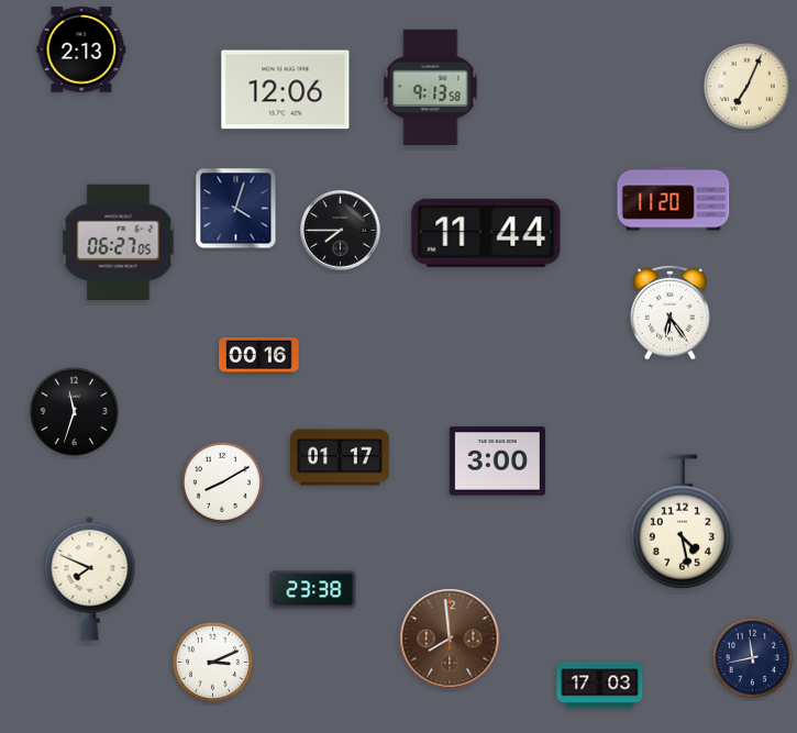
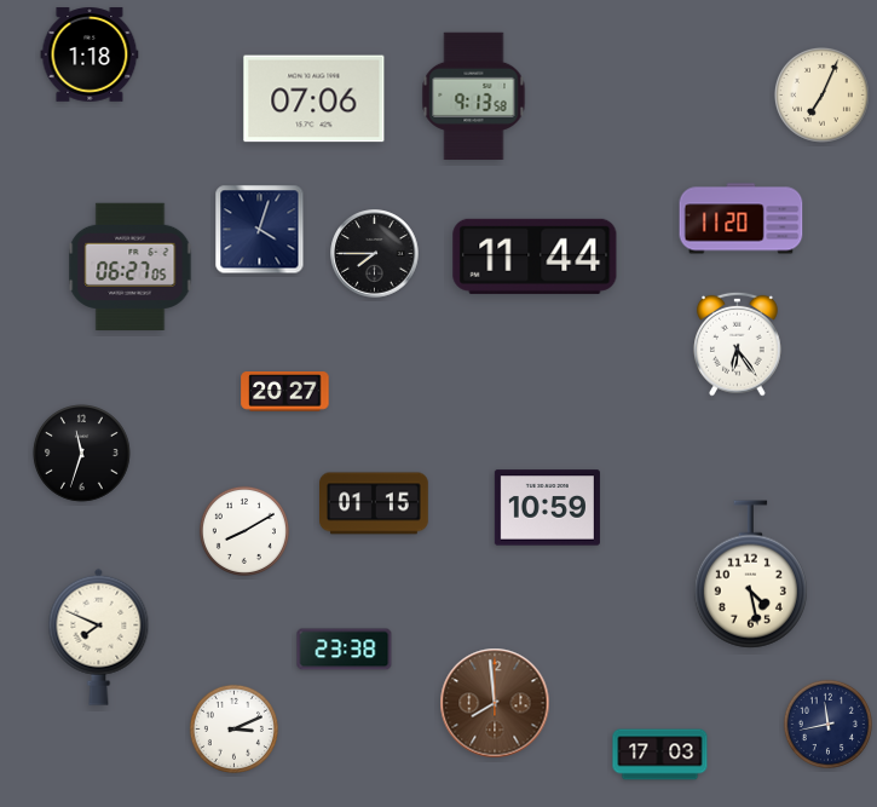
clock at (81, 49): 2:13 -> 1:18
clock at (286, 90): 12:06 -> 07:06
clock at (259, 356): 00:16 -> 20:27
clock at (341, 457): 01:17 -> 01:15
clock at (497, 462): 3:00 -> 10:59
